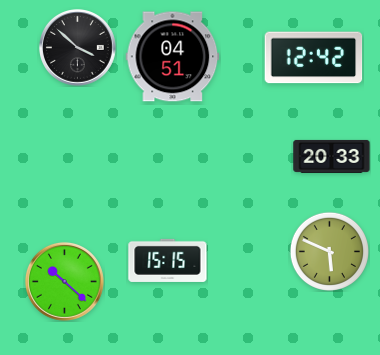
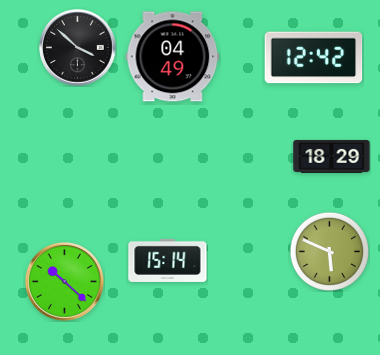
clock at (173, 57): 04:51 -> 04:49
clock at (332, 156): 20:33 -> 18:29
clock at (168, 260): 15:15 -> 15:14
